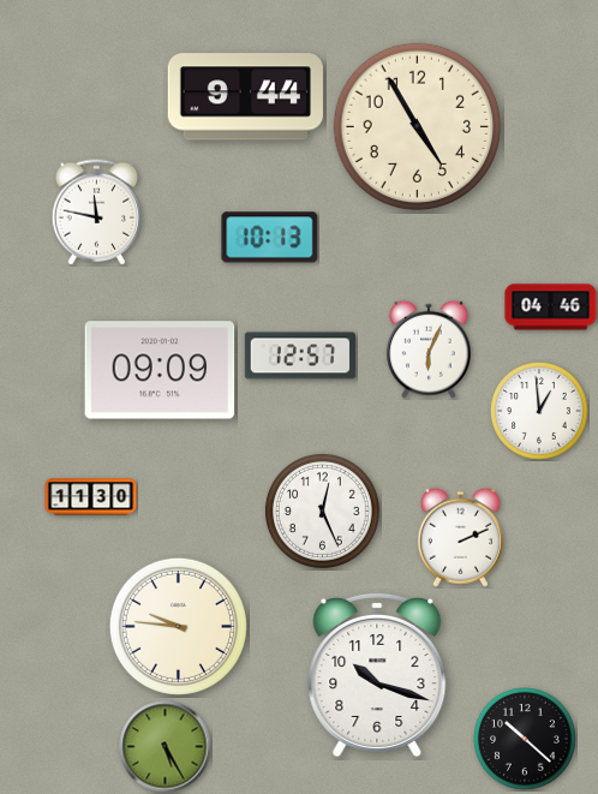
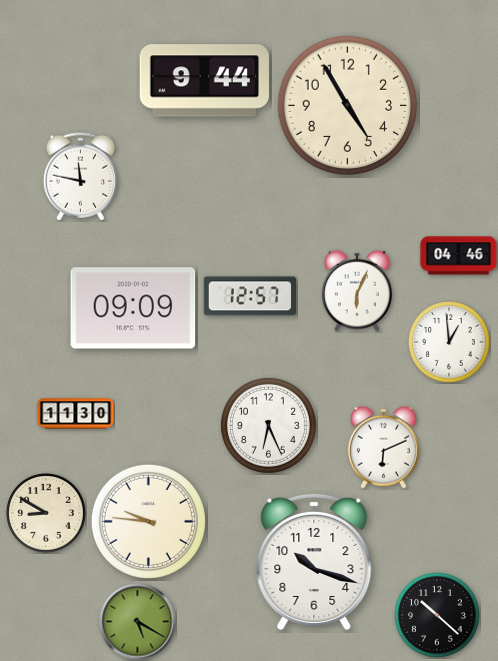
clock at (270, 238): 10:13 -> none
clock at (322, 511): 12:26 -> 6:26
clock at (460, 537): 2:11 -> 6:11
clock at (46, 513): none -> 8:50
clock at (166, 747): 5:25 -> 5:20
